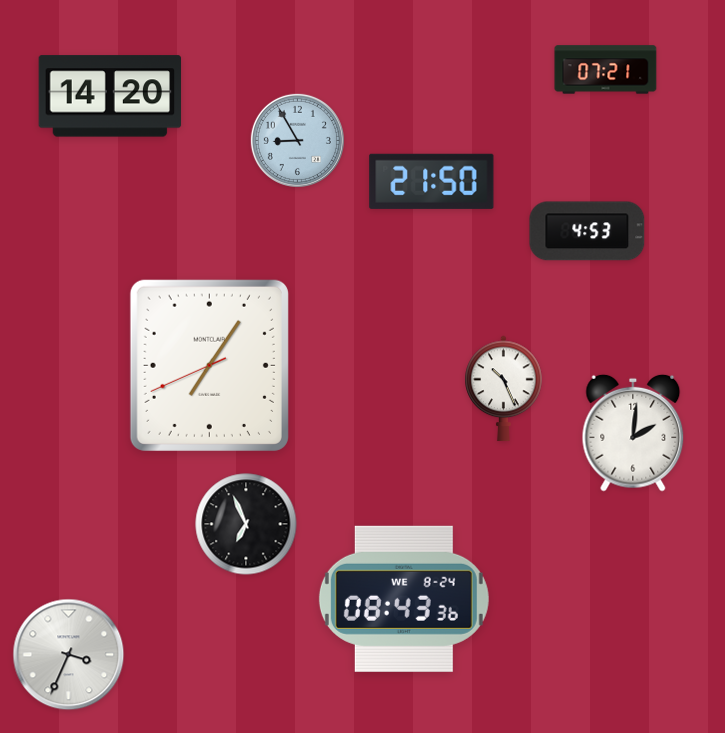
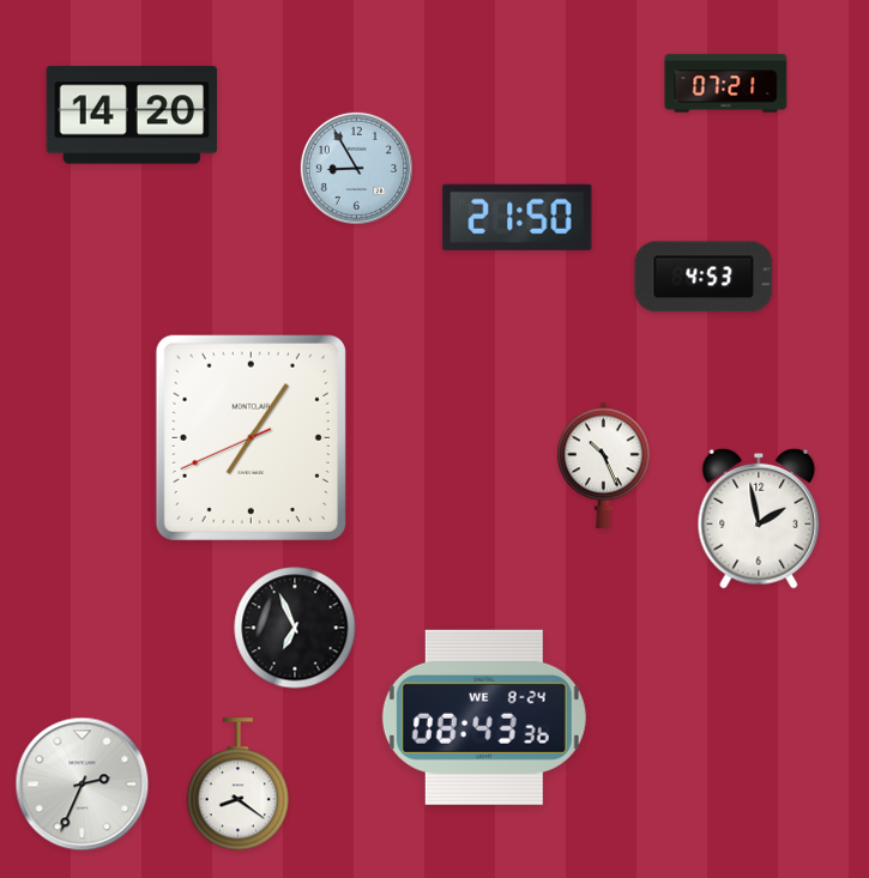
clock at (633, 433): 2:01 -> 1:58
clock at (69, 655): 3:34 -> 2:34
clock at (237, 785): none -> 8:21
